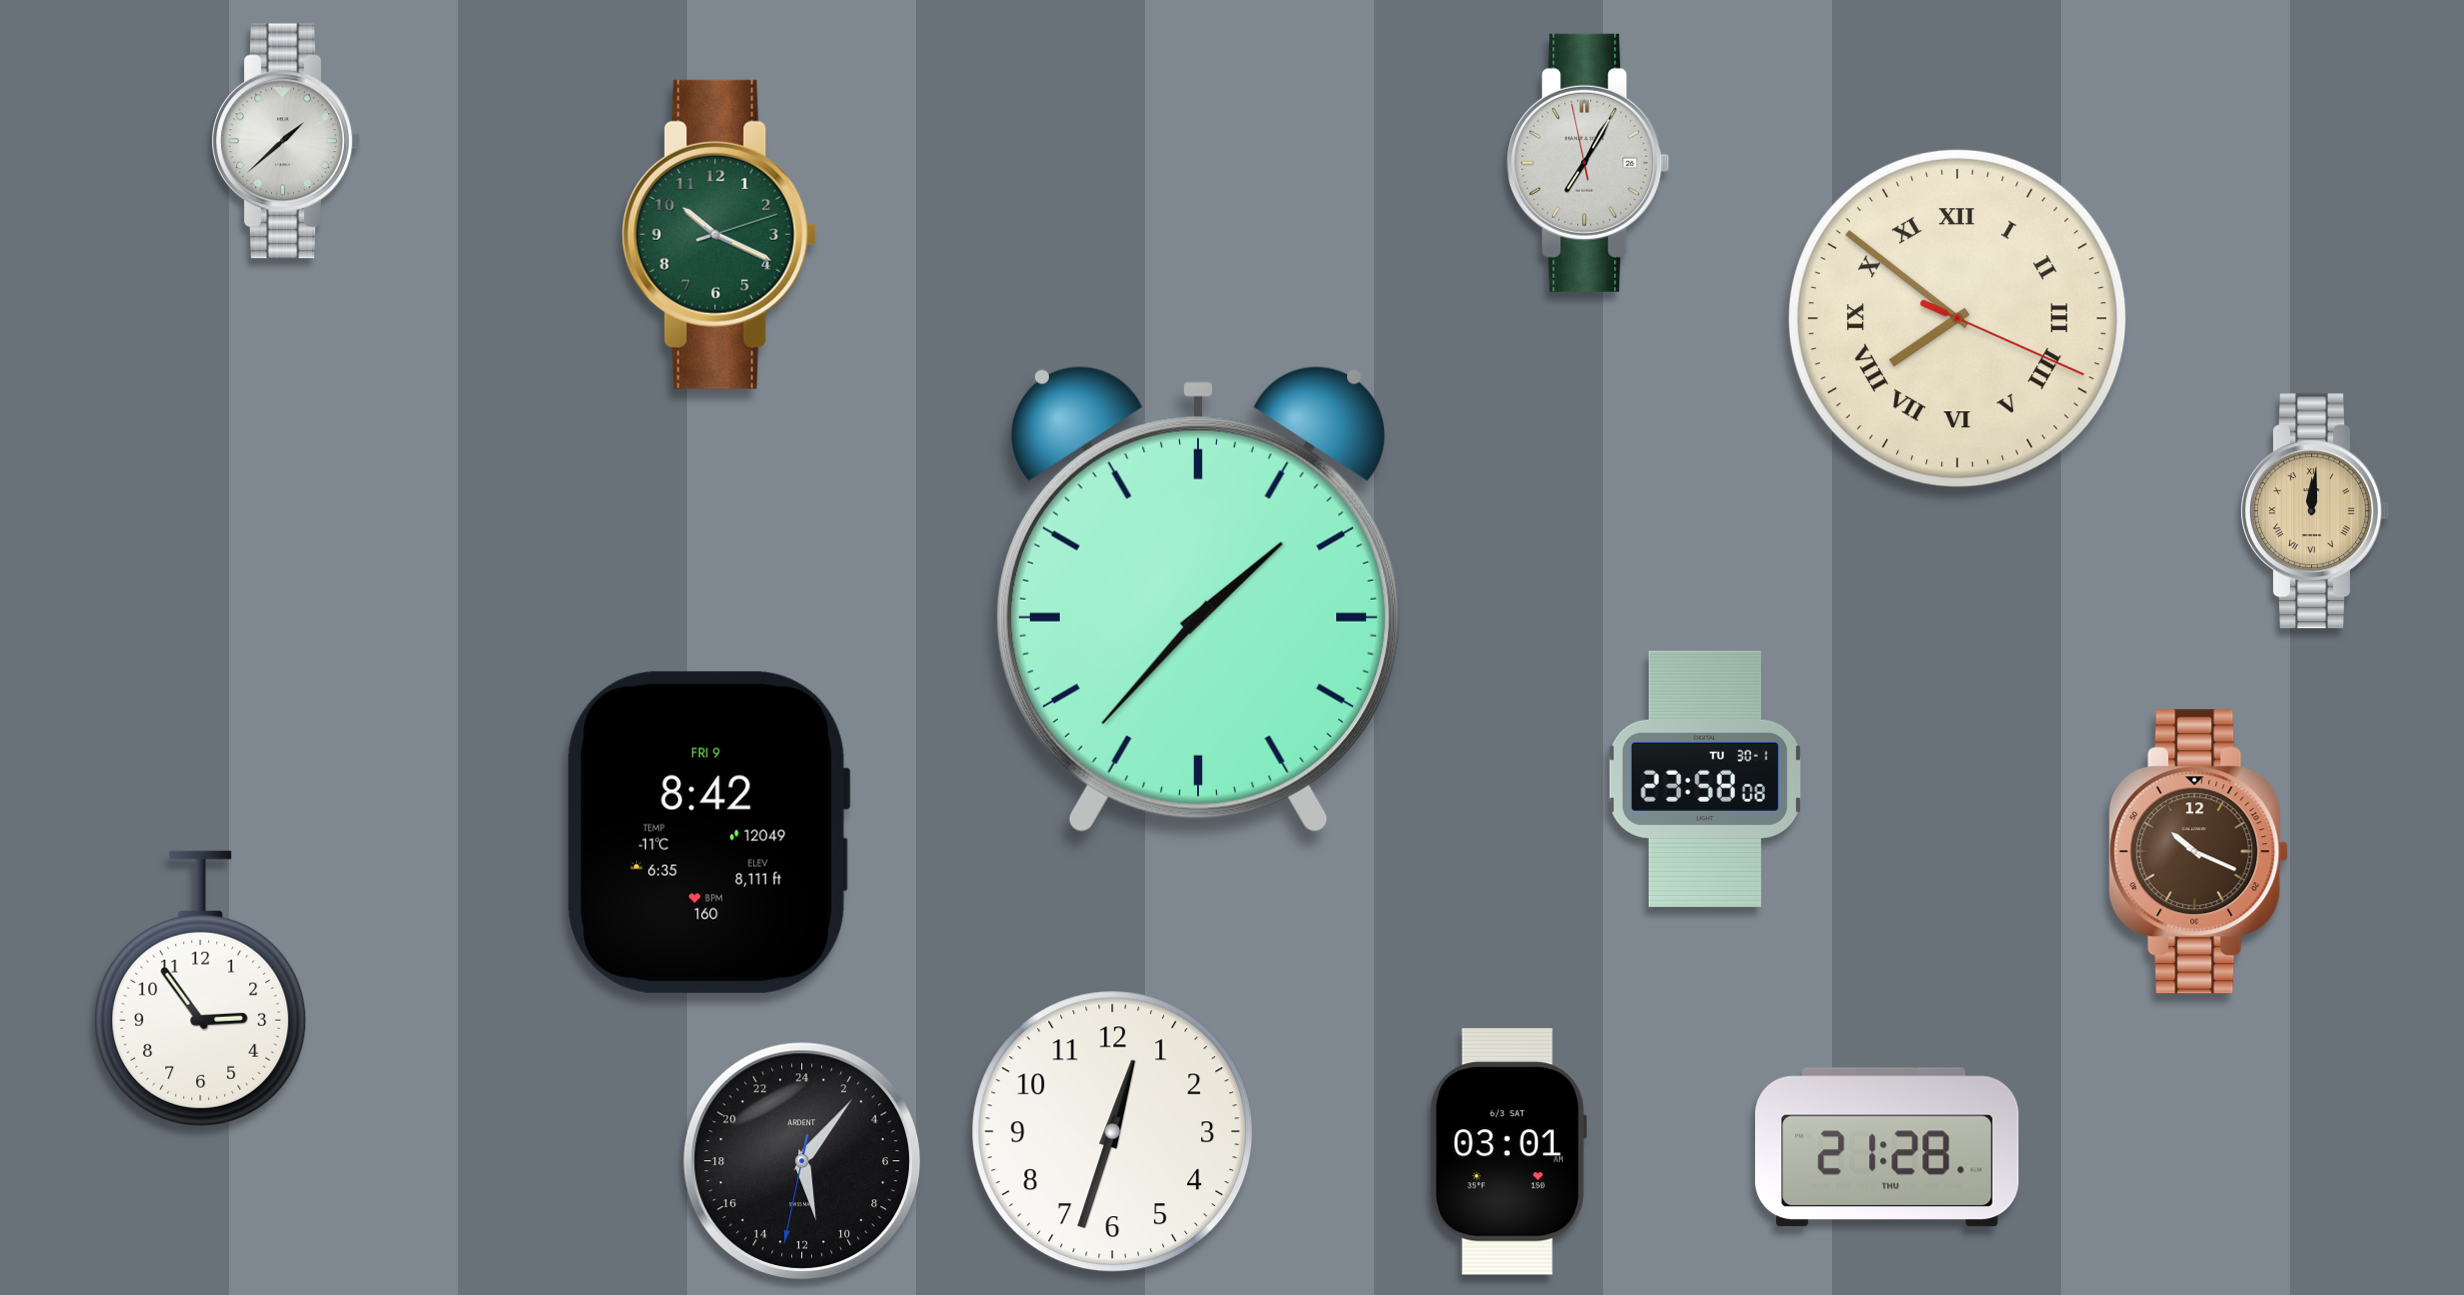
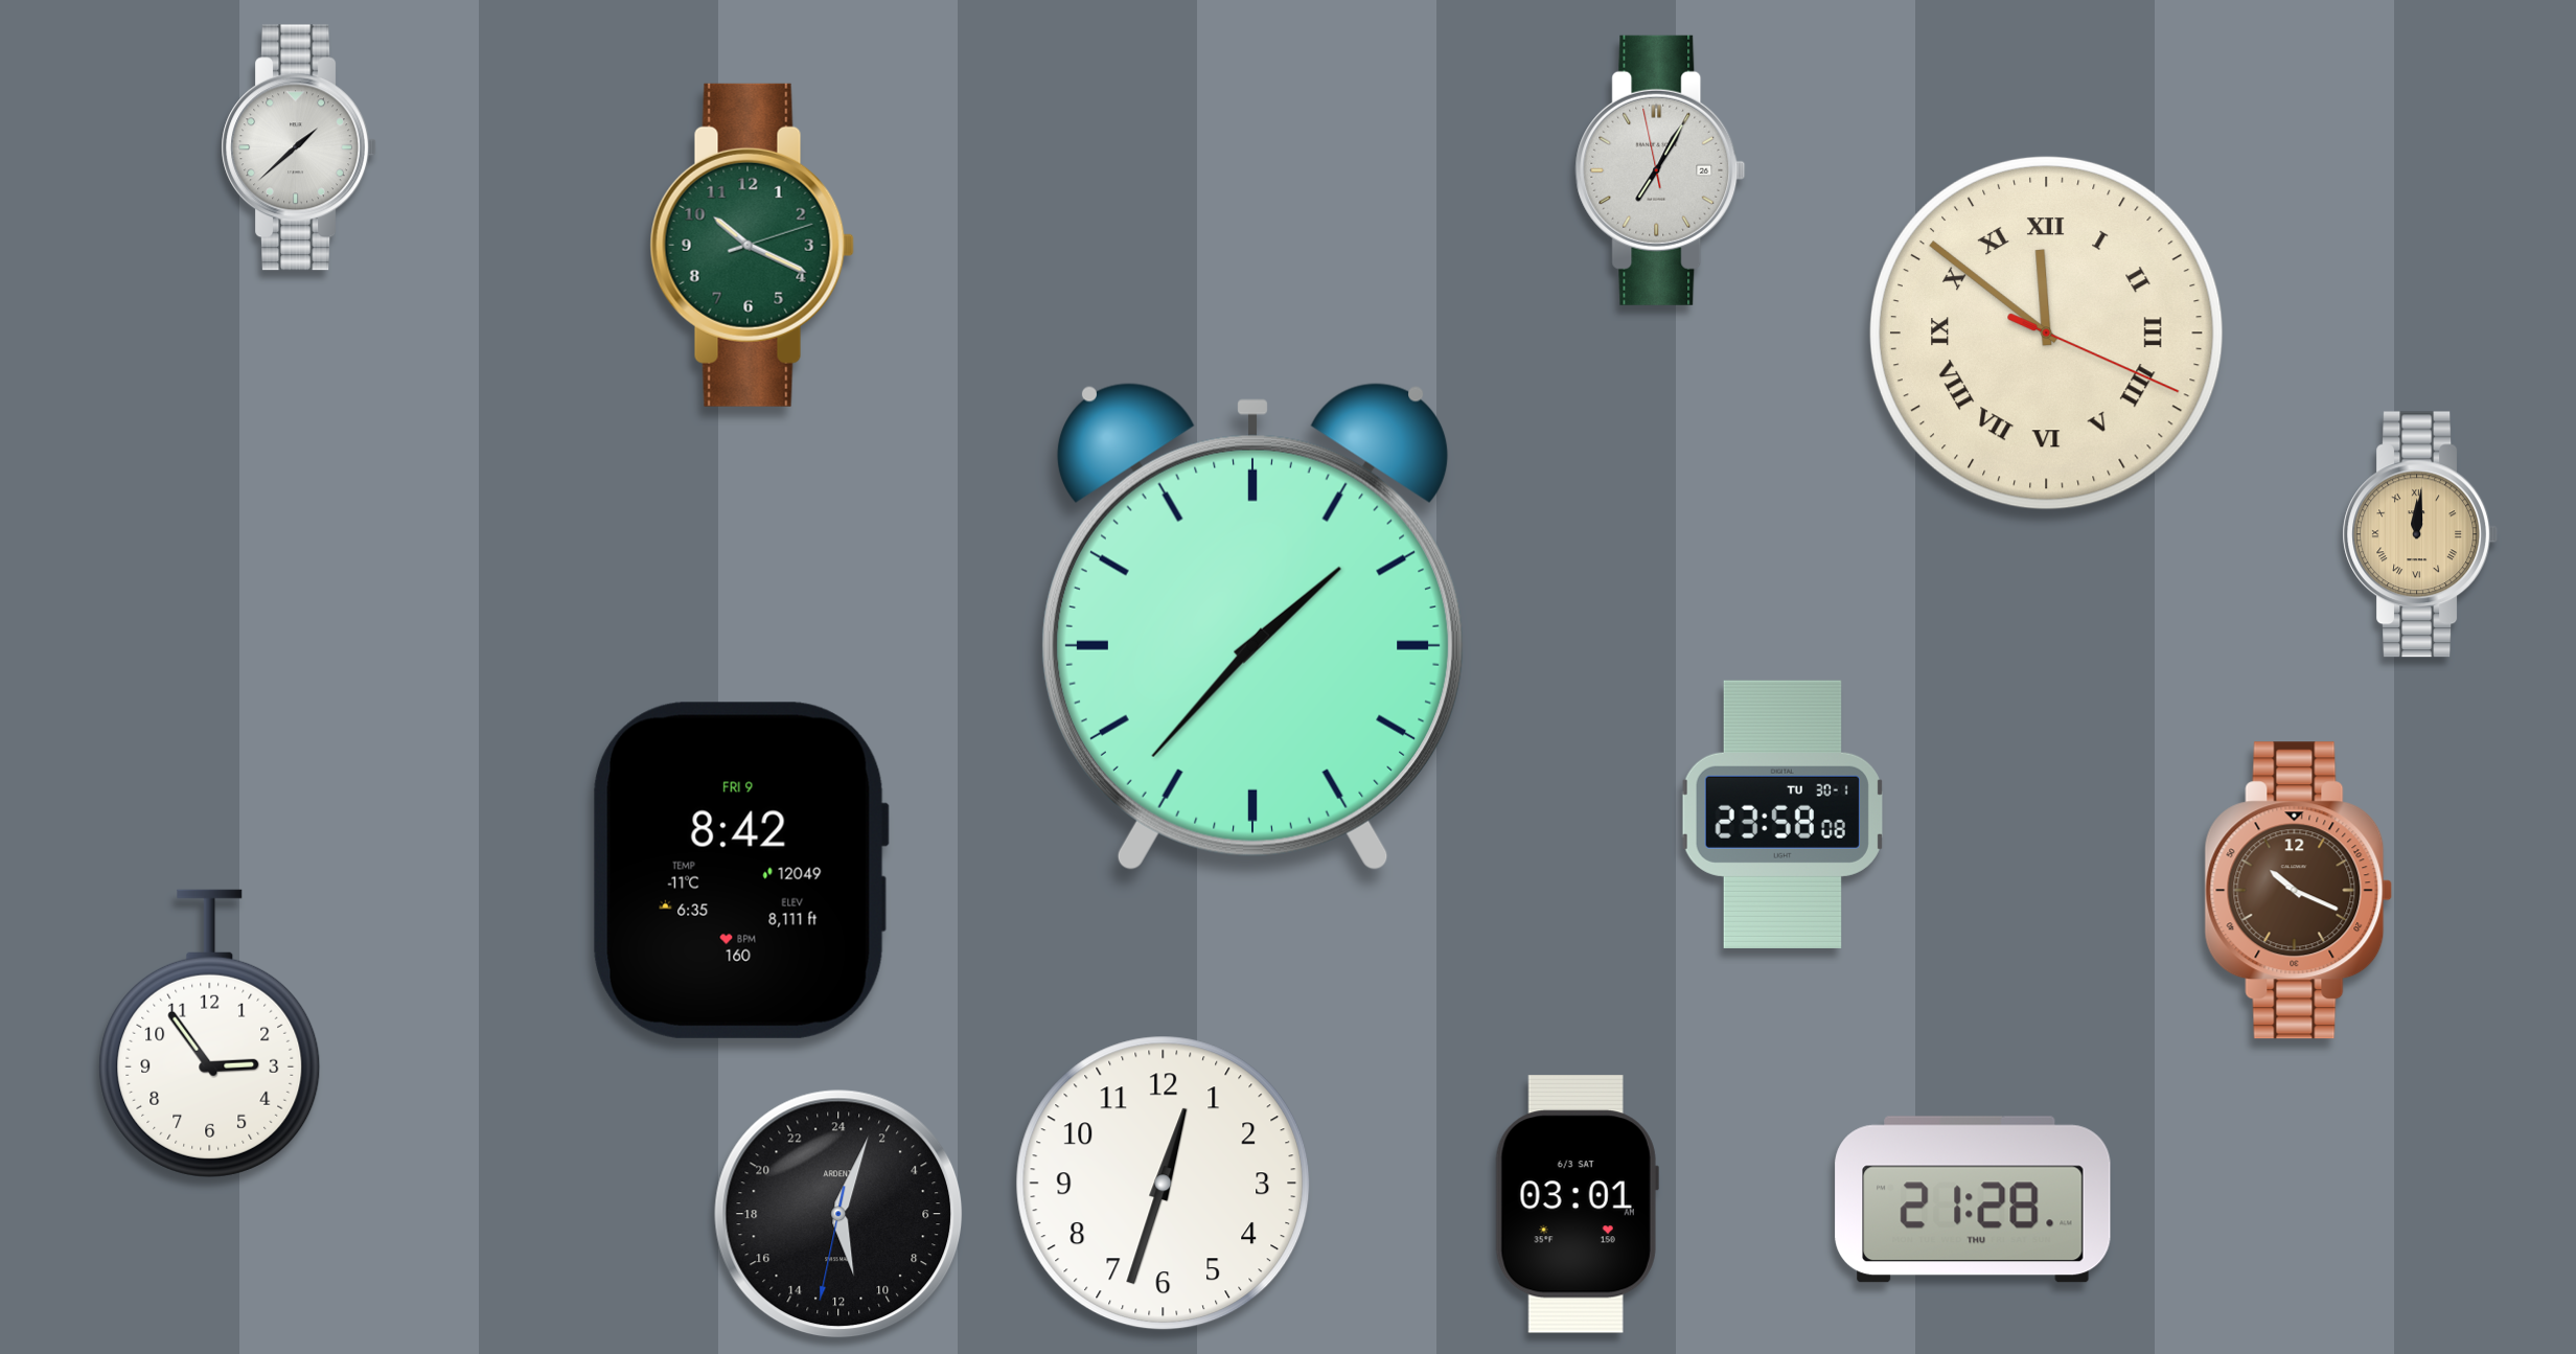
clock at (1957, 318): 7:51 -> 11:51
clock at (802, 1161): 11:06 -> 11:03
